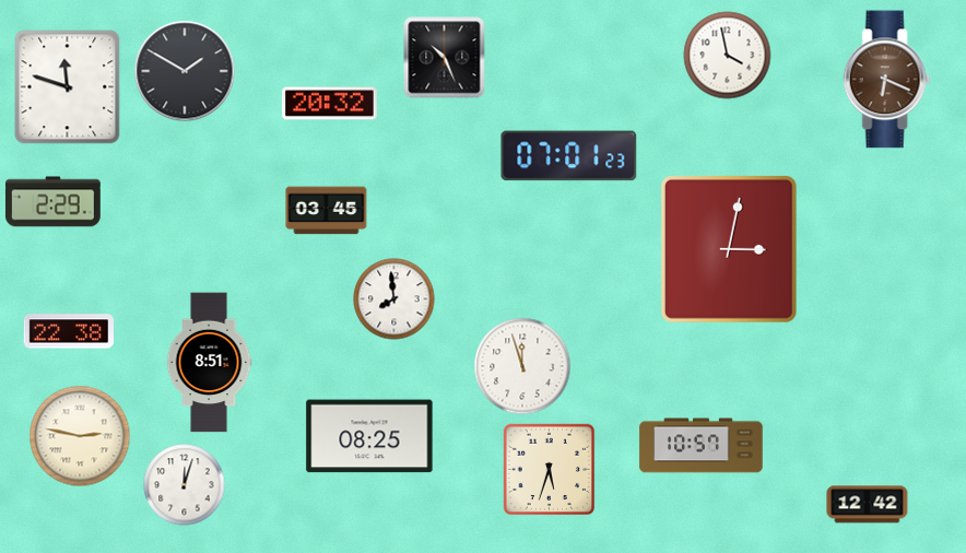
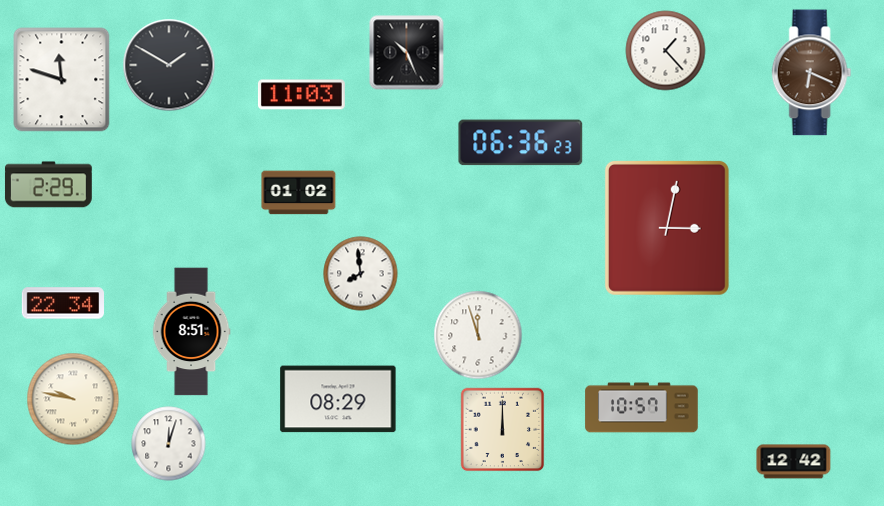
clock at (728, 56): 3:58 -> 1:23
clock at (329, 104): 20:32 -> 11:03
clock at (569, 156): 07:01 -> 06:36
clock at (327, 211): 03:45 -> 01:02
clock at (68, 331): 22:38 -> 22:34
clock at (80, 436): 2:47 -> 9:47
clock at (369, 436): 08:25 -> 08:29
clock at (550, 470): 5:33 -> 12:00
